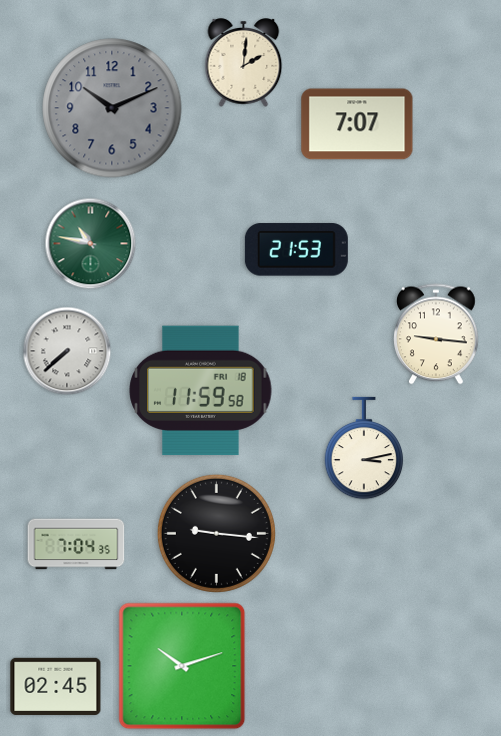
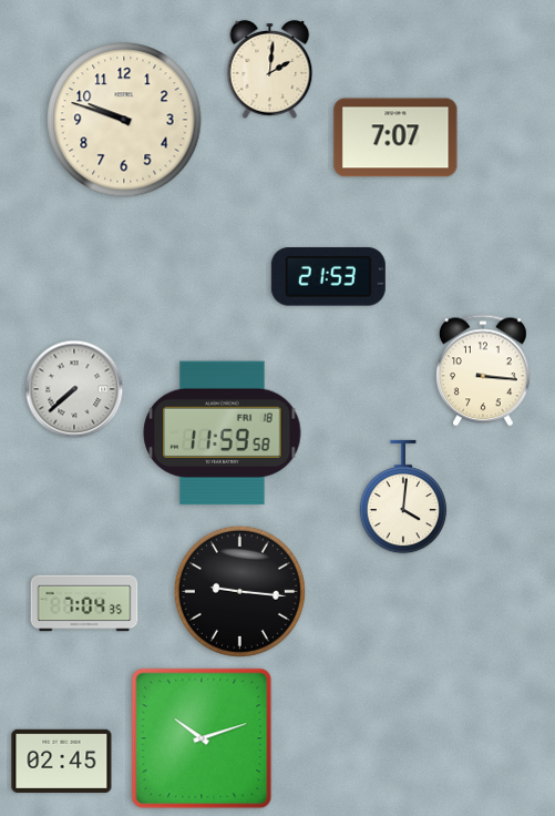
clock at (112, 108): 10:11 -> 9:48
clock at (112, 108) dial: grey -> cream
clock at (91, 244): 10:47 -> none
clock at (437, 334): 9:16 -> 3:16
clock at (364, 448): 3:13 -> 4:01
